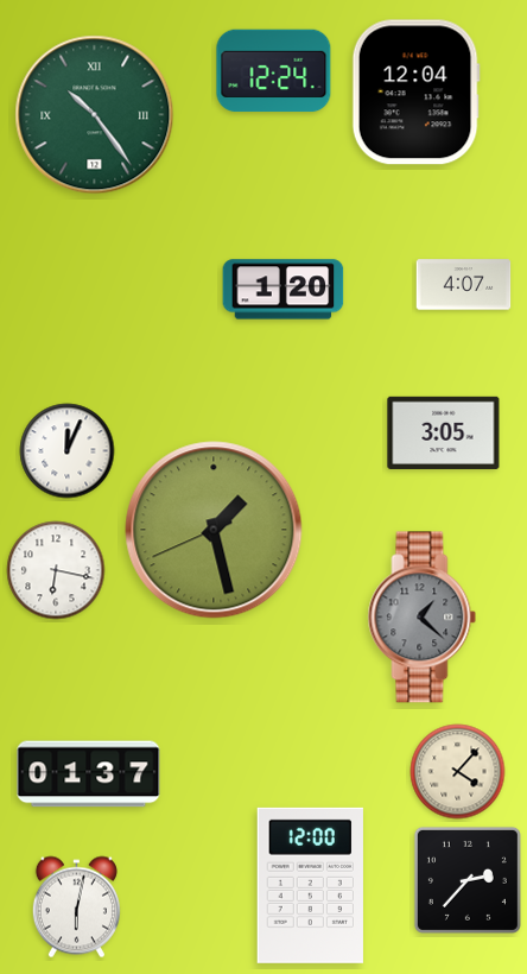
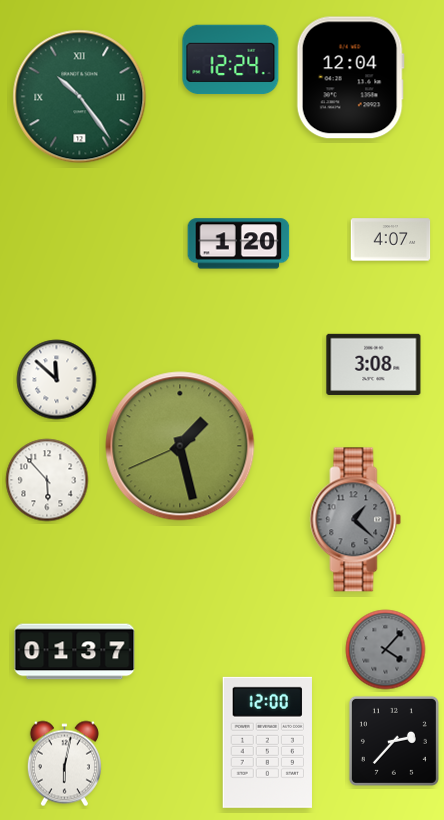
clock at (444, 432): 3:05 -> 3:08
clock at (68, 451): 12:04 -> 11:52
clock at (56, 570): 6:17 -> 5:53
clock at (458, 772) dial: cream -> grey
clock at (310, 885) position: (310, 885) -> (267, 742)
